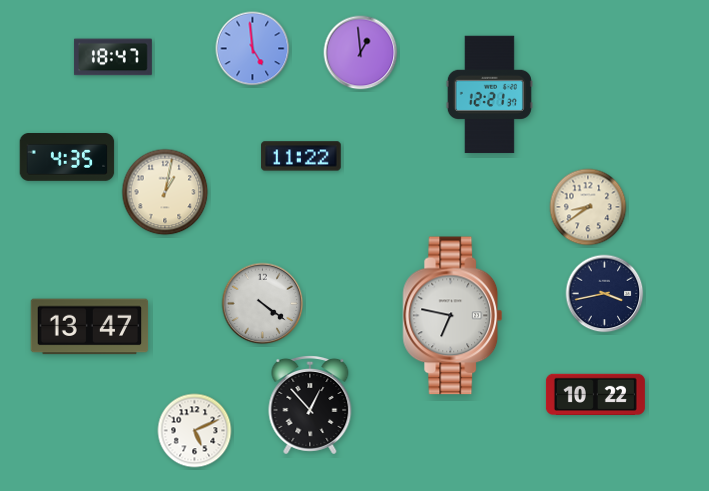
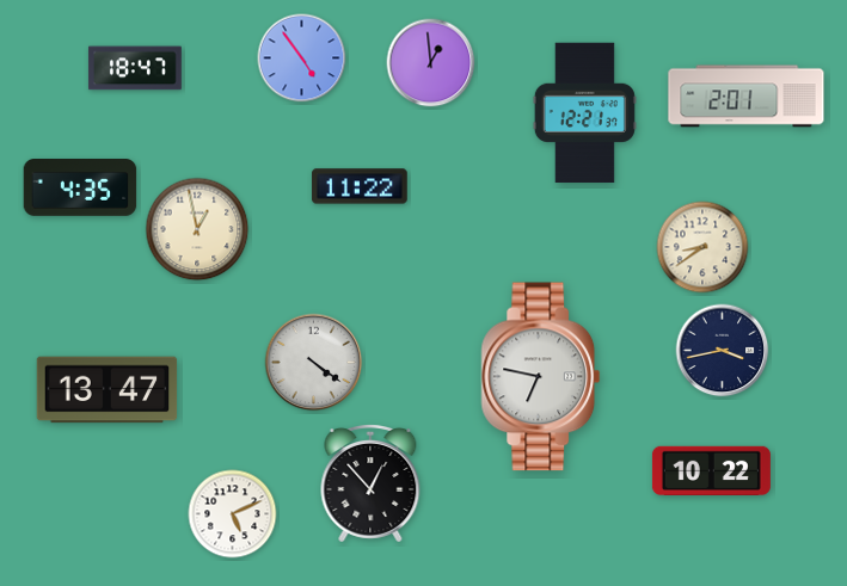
clock at (253, 49): 4:59 -> 4:54
clock at (747, 97): none -> 2:01
clock at (165, 192): 1:02 -> 12:58
